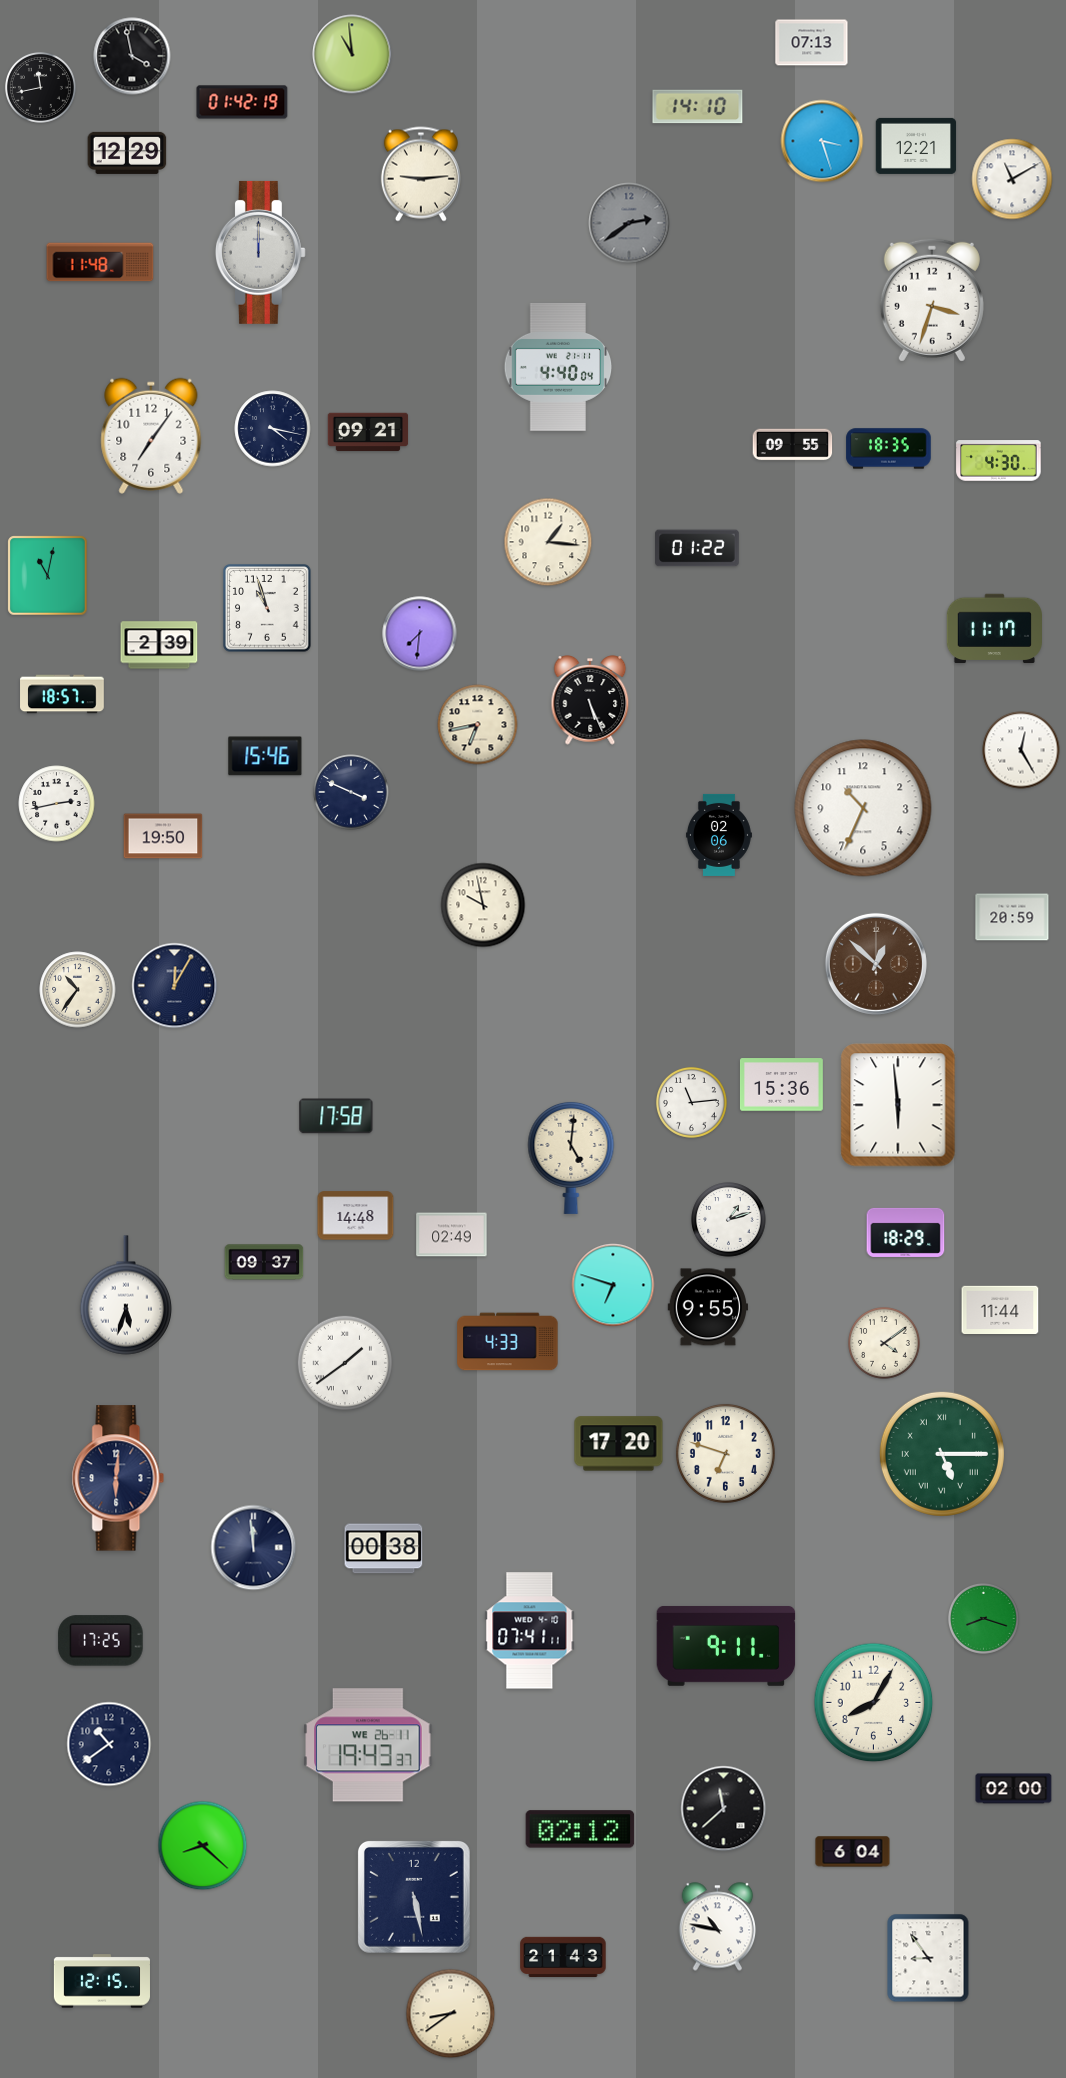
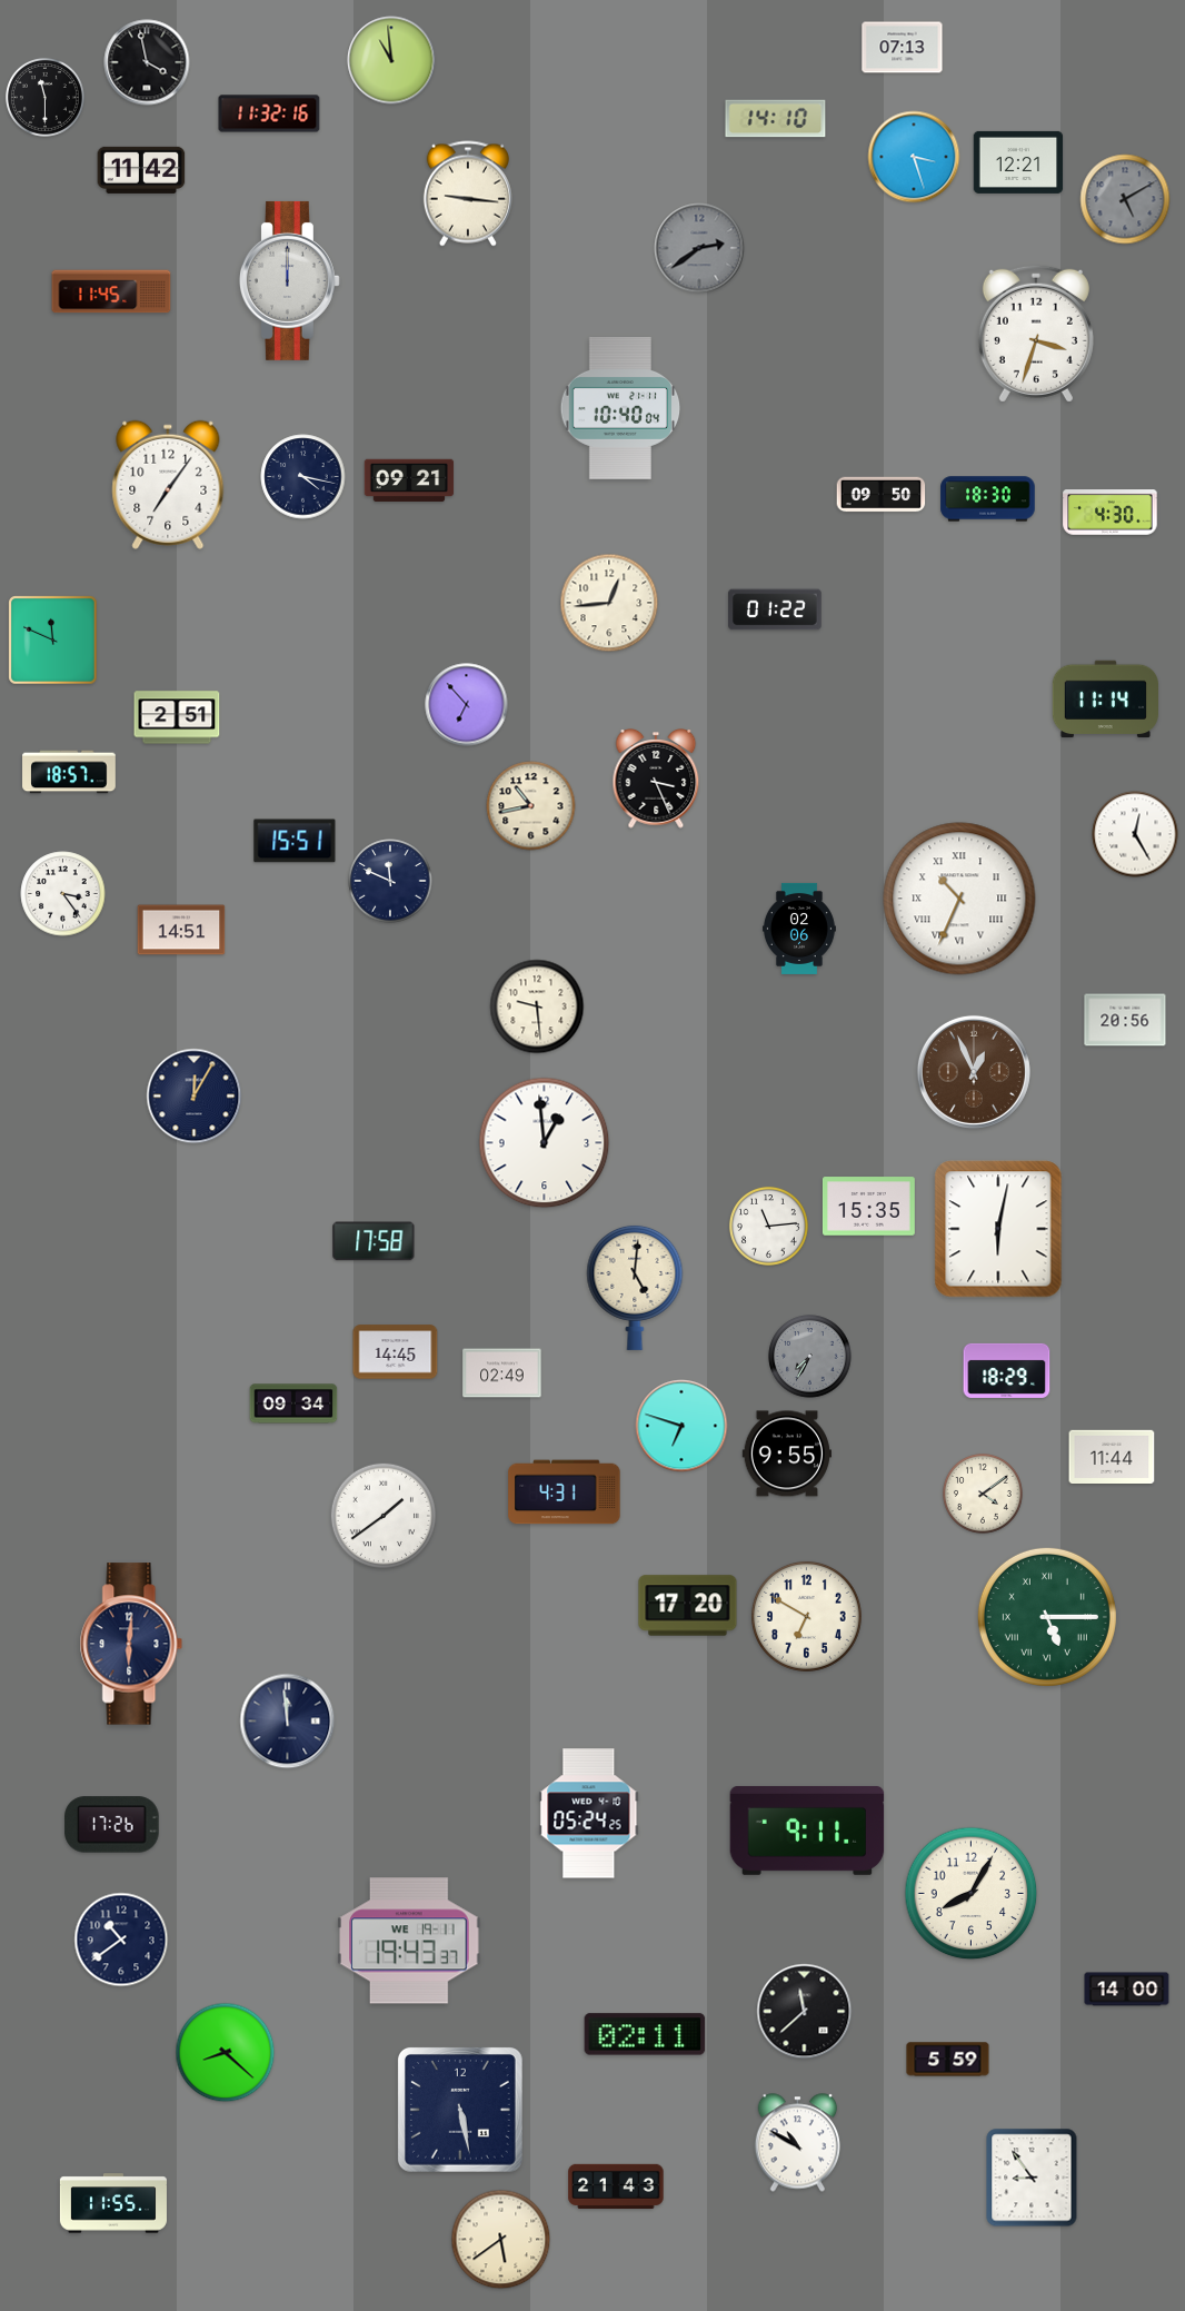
clock at (40, 87): 11:43 -> 11:30
clock at (242, 102): 01:42 -> 11:32
clock at (127, 153): 12:29 -> 11:42
clock at (421, 174): 9:14 -> 9:16
clock at (1012, 179): 11:10 -> 5:10
clock at (1012, 179) dial: white -> grey
clock at (100, 262): 11:48 -> 11:45
clock at (558, 367): 4:40 -> 10:40
clock at (793, 445): 09:55 -> 09:50
clock at (889, 449): 18:35 -> 18:30
clock at (548, 542): 1:16 -> 12:44
clock at (48, 576): 11:02 -> 11:49
clock at (267, 608): 10:57 -> none
clock at (994, 629): 11:17 -> 11:14
clock at (420, 634): 7:31 -> 6:53
clock at (159, 645): 2:39 -> 2:51
clock at (590, 701): 5:26 -> 3:26
clock at (478, 725): 6:43 -> 10:43
clock at (265, 756): 15:46 -> 15:51
clock at (351, 792): 3:49 -> 11:49
clock at (57, 804): 2:43 -> 3:24
clock at (863, 808) numerals: Arabic -> Roman
clock at (163, 836): 19:50 -> 14:51
clock at (483, 905): 9:58 -> 9:29
clock at (1012, 917): 20:59 -> 20:56
clock at (876, 964): 12:52 -> 12:56
clock at (78, 990): 10:36 -> none
clock at (545, 1143): none -> 12:59
clock at (781, 1085): 15:36 -> 15:35
clock at (898, 1105): 5:59 -> 6:02
clock at (356, 1216): 14:48 -> 14:45
clock at (729, 1220): 1:12 -> 7:35
clock at (729, 1220) dial: white -> grey
clock at (264, 1262): 09:37 -> 09:34
clock at (613, 1285) position: (613, 1285) -> (681, 1426)
clock at (126, 1295): 5:33 -> none
clock at (508, 1342): 4:33 -> 4:31
clock at (725, 1453): 6:48 -> 6:50
clock at (254, 1548) position: (254, 1548) -> (288, 1722)
clock at (384, 1549): 00:38 -> none
clock at (983, 1618): 8:18 -> none
clock at (530, 1631): 07:41 -> 05:24
clock at (101, 1641): 17:25 -> 17:26
clock at (368, 1745) date: WE 26-11 -> WE 19-11
clock at (1014, 1789): 02:00 -> 14:00
clock at (580, 1829): 02:12 -> 02:11
clock at (853, 1852): 6:04 -> 5:59
clock at (718, 1927): 10:47 -> 10:50
clock at (563, 1957) position: (563, 1957) -> (616, 2186)
clock at (102, 1981): 12:15 -> 11:55
clock at (451, 2014): 8:39 -> 5:39
